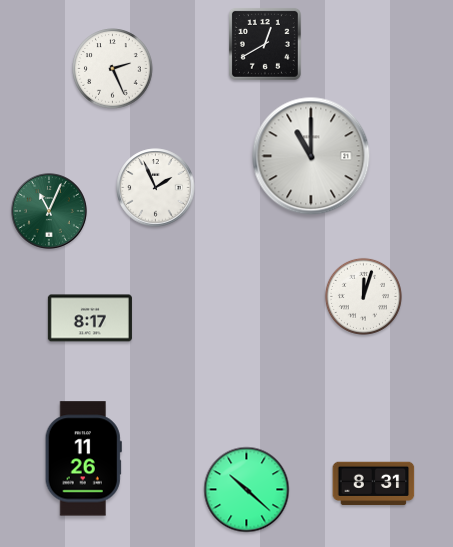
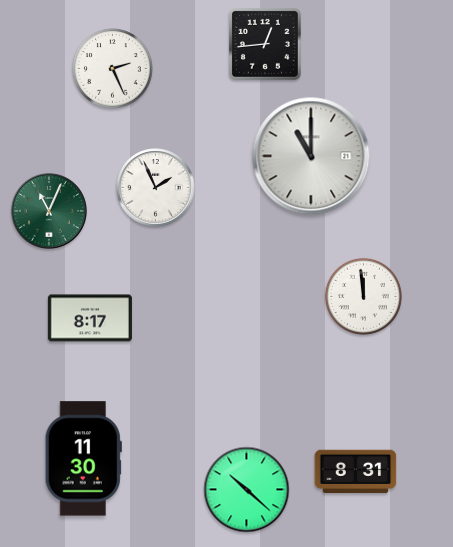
clock at (265, 44): 12:40 -> 12:44
clock at (363, 296): 12:03 -> 11:59
clock at (83, 459): 11:26 -> 11:30
clock at (374, 484) position: (374, 484) -> (356, 472)
